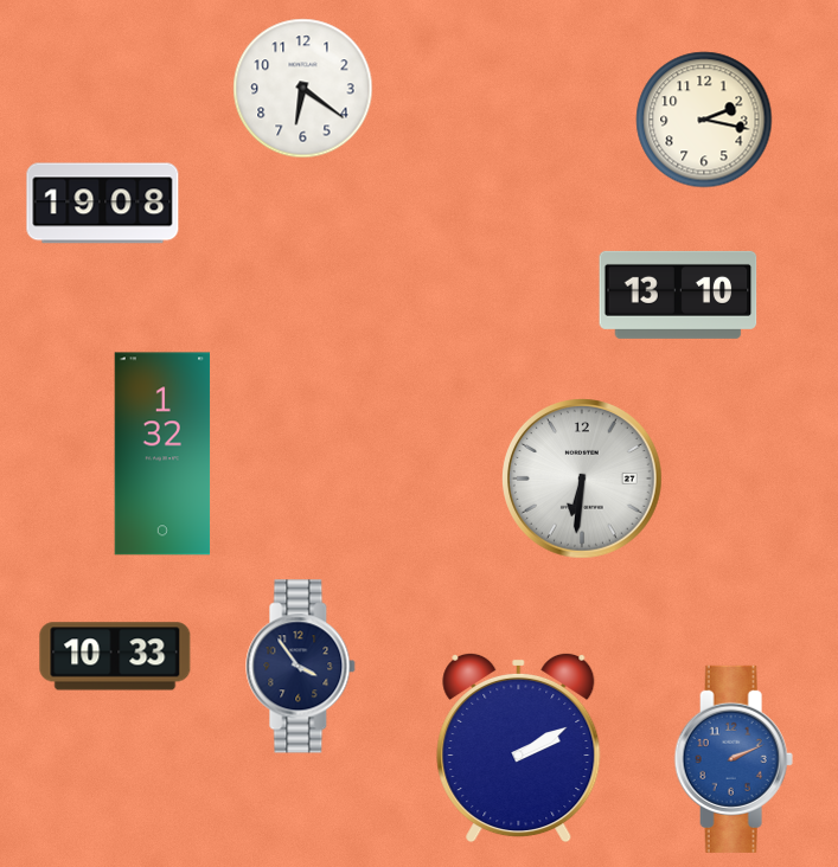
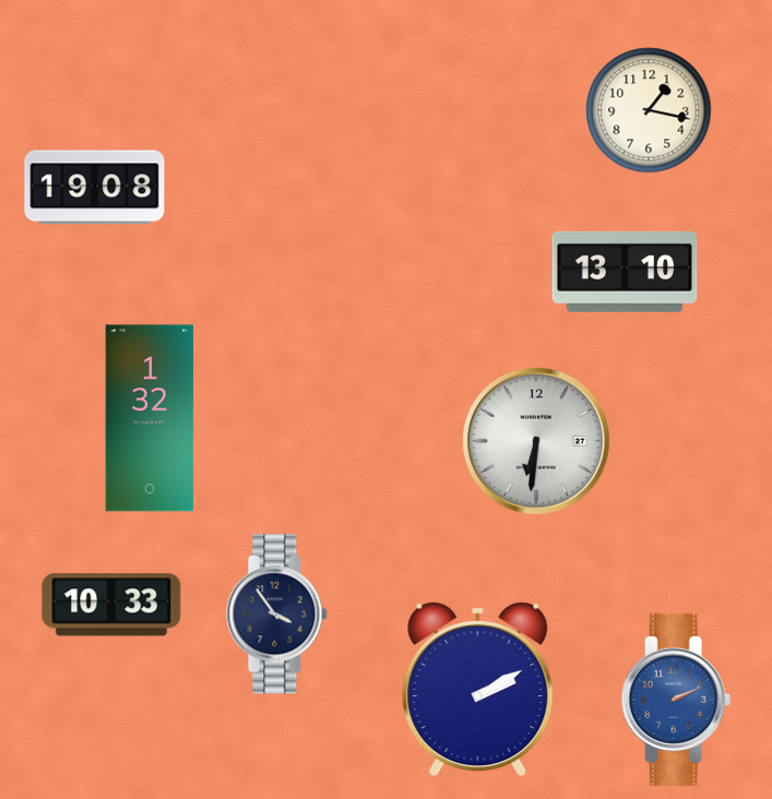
clock at (303, 89): 6:21 -> none
clock at (704, 120): 2:17 -> 1:17
clock at (115, 656) position: (115, 656) -> (111, 605)
